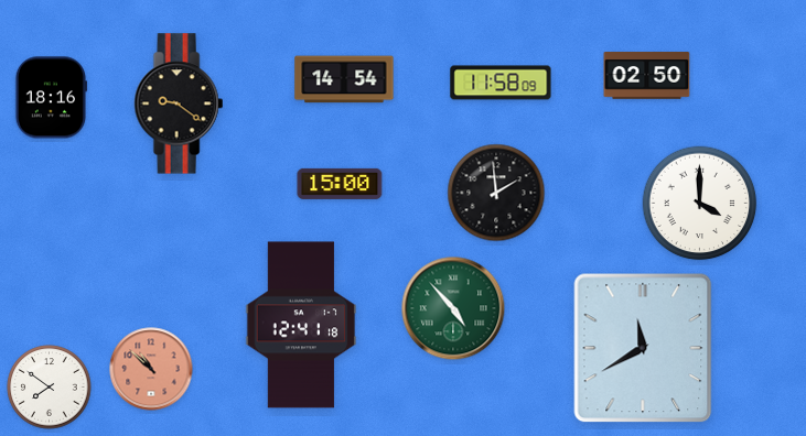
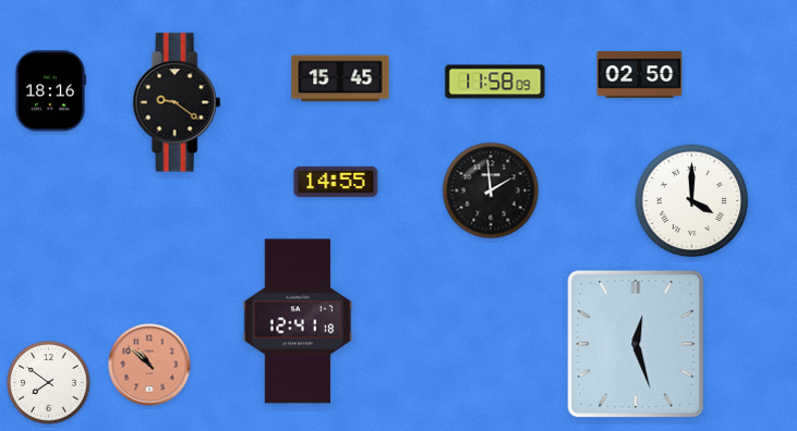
clock at (344, 79): 14:54 -> 15:45
clock at (50, 98) position: (50, 98) -> (49, 91)
clock at (340, 184): 15:00 -> 14:55
clock at (453, 308): 4:53 -> none
clock at (643, 348): 11:40 -> 12:27
